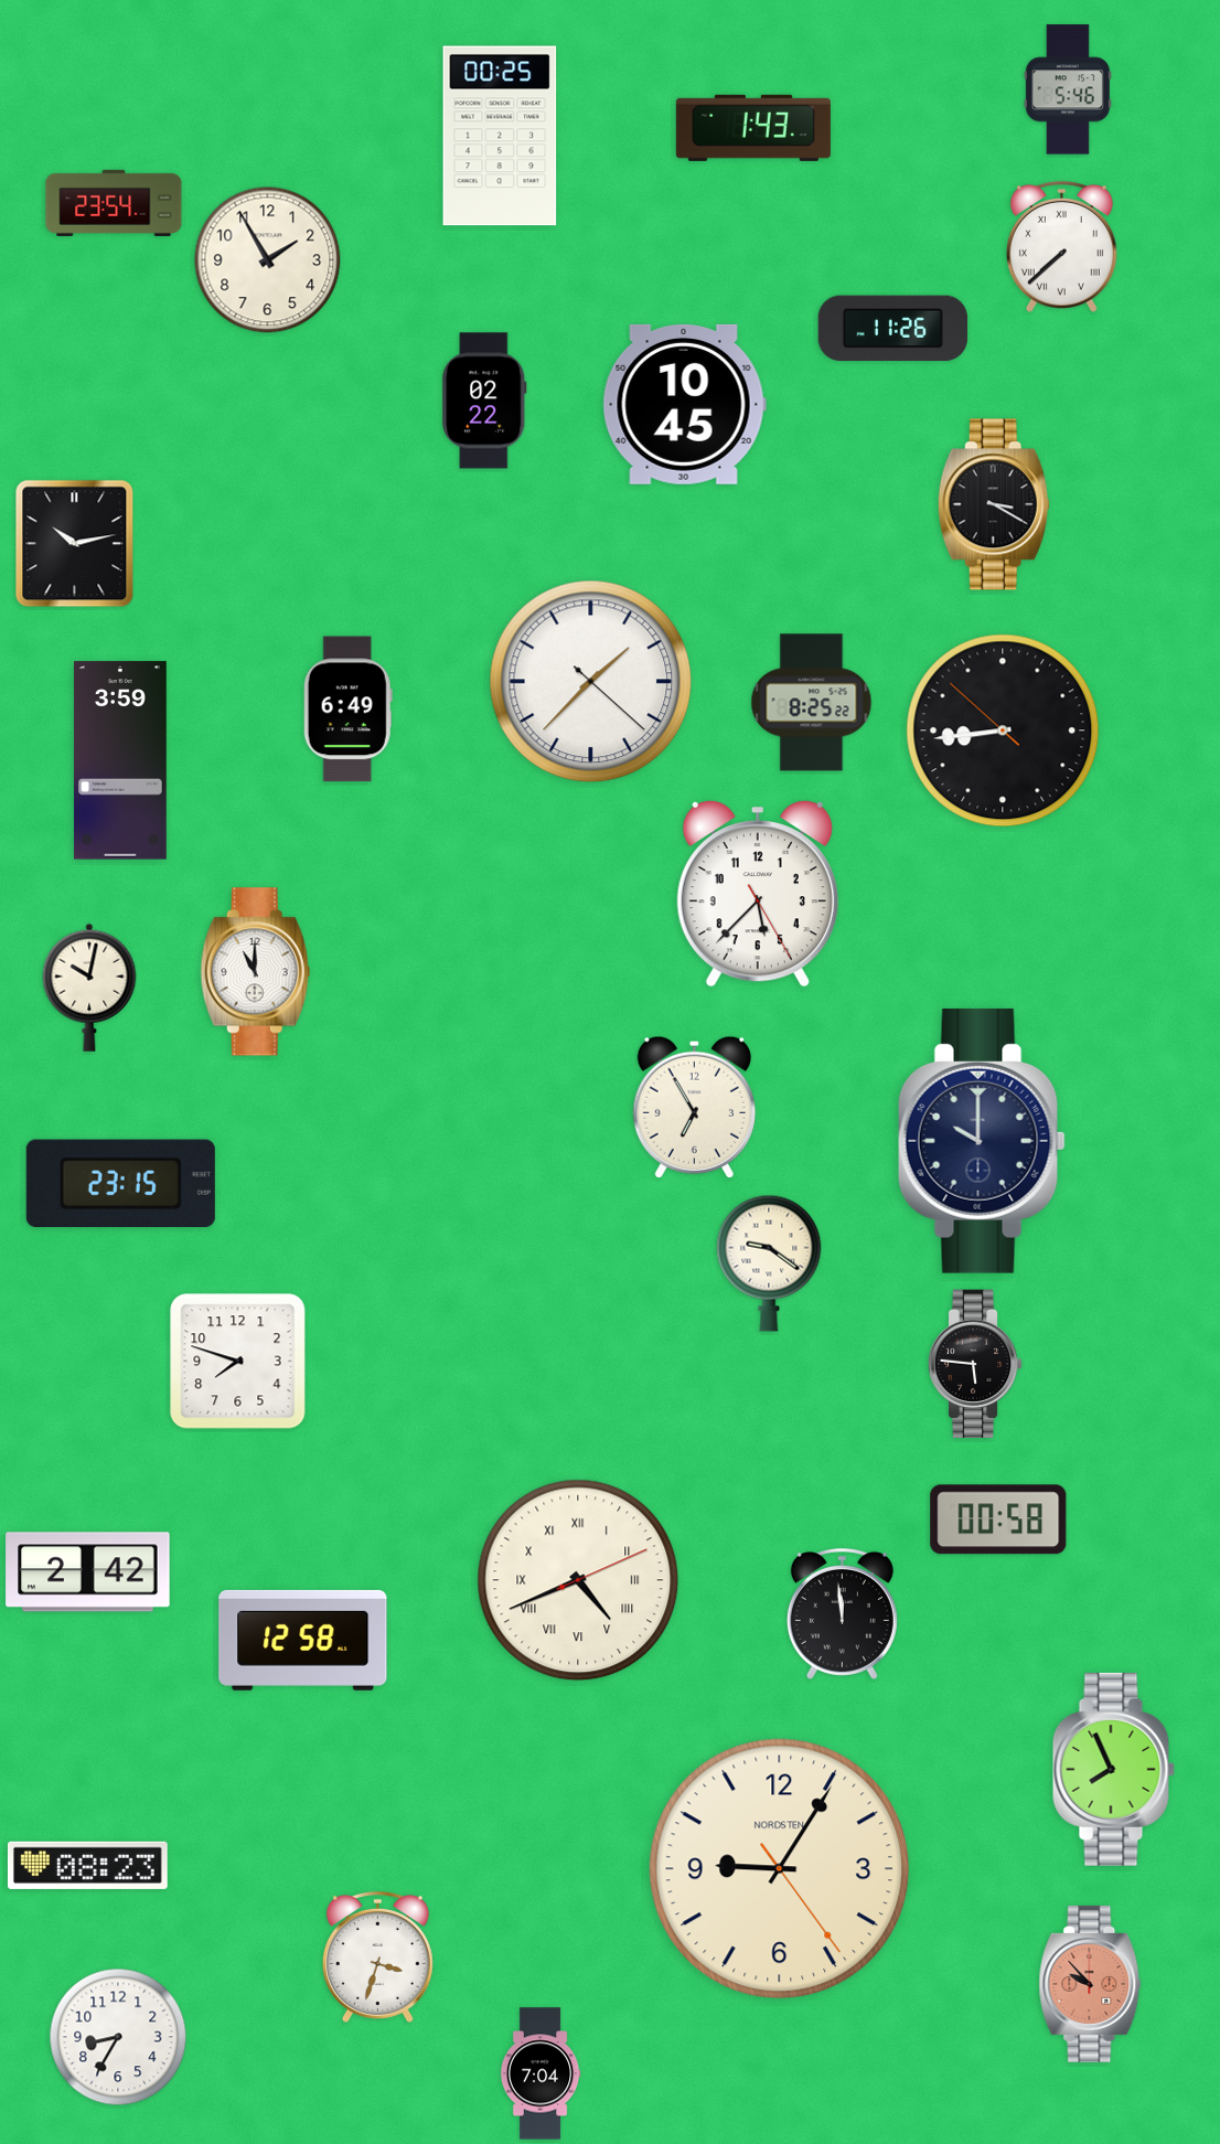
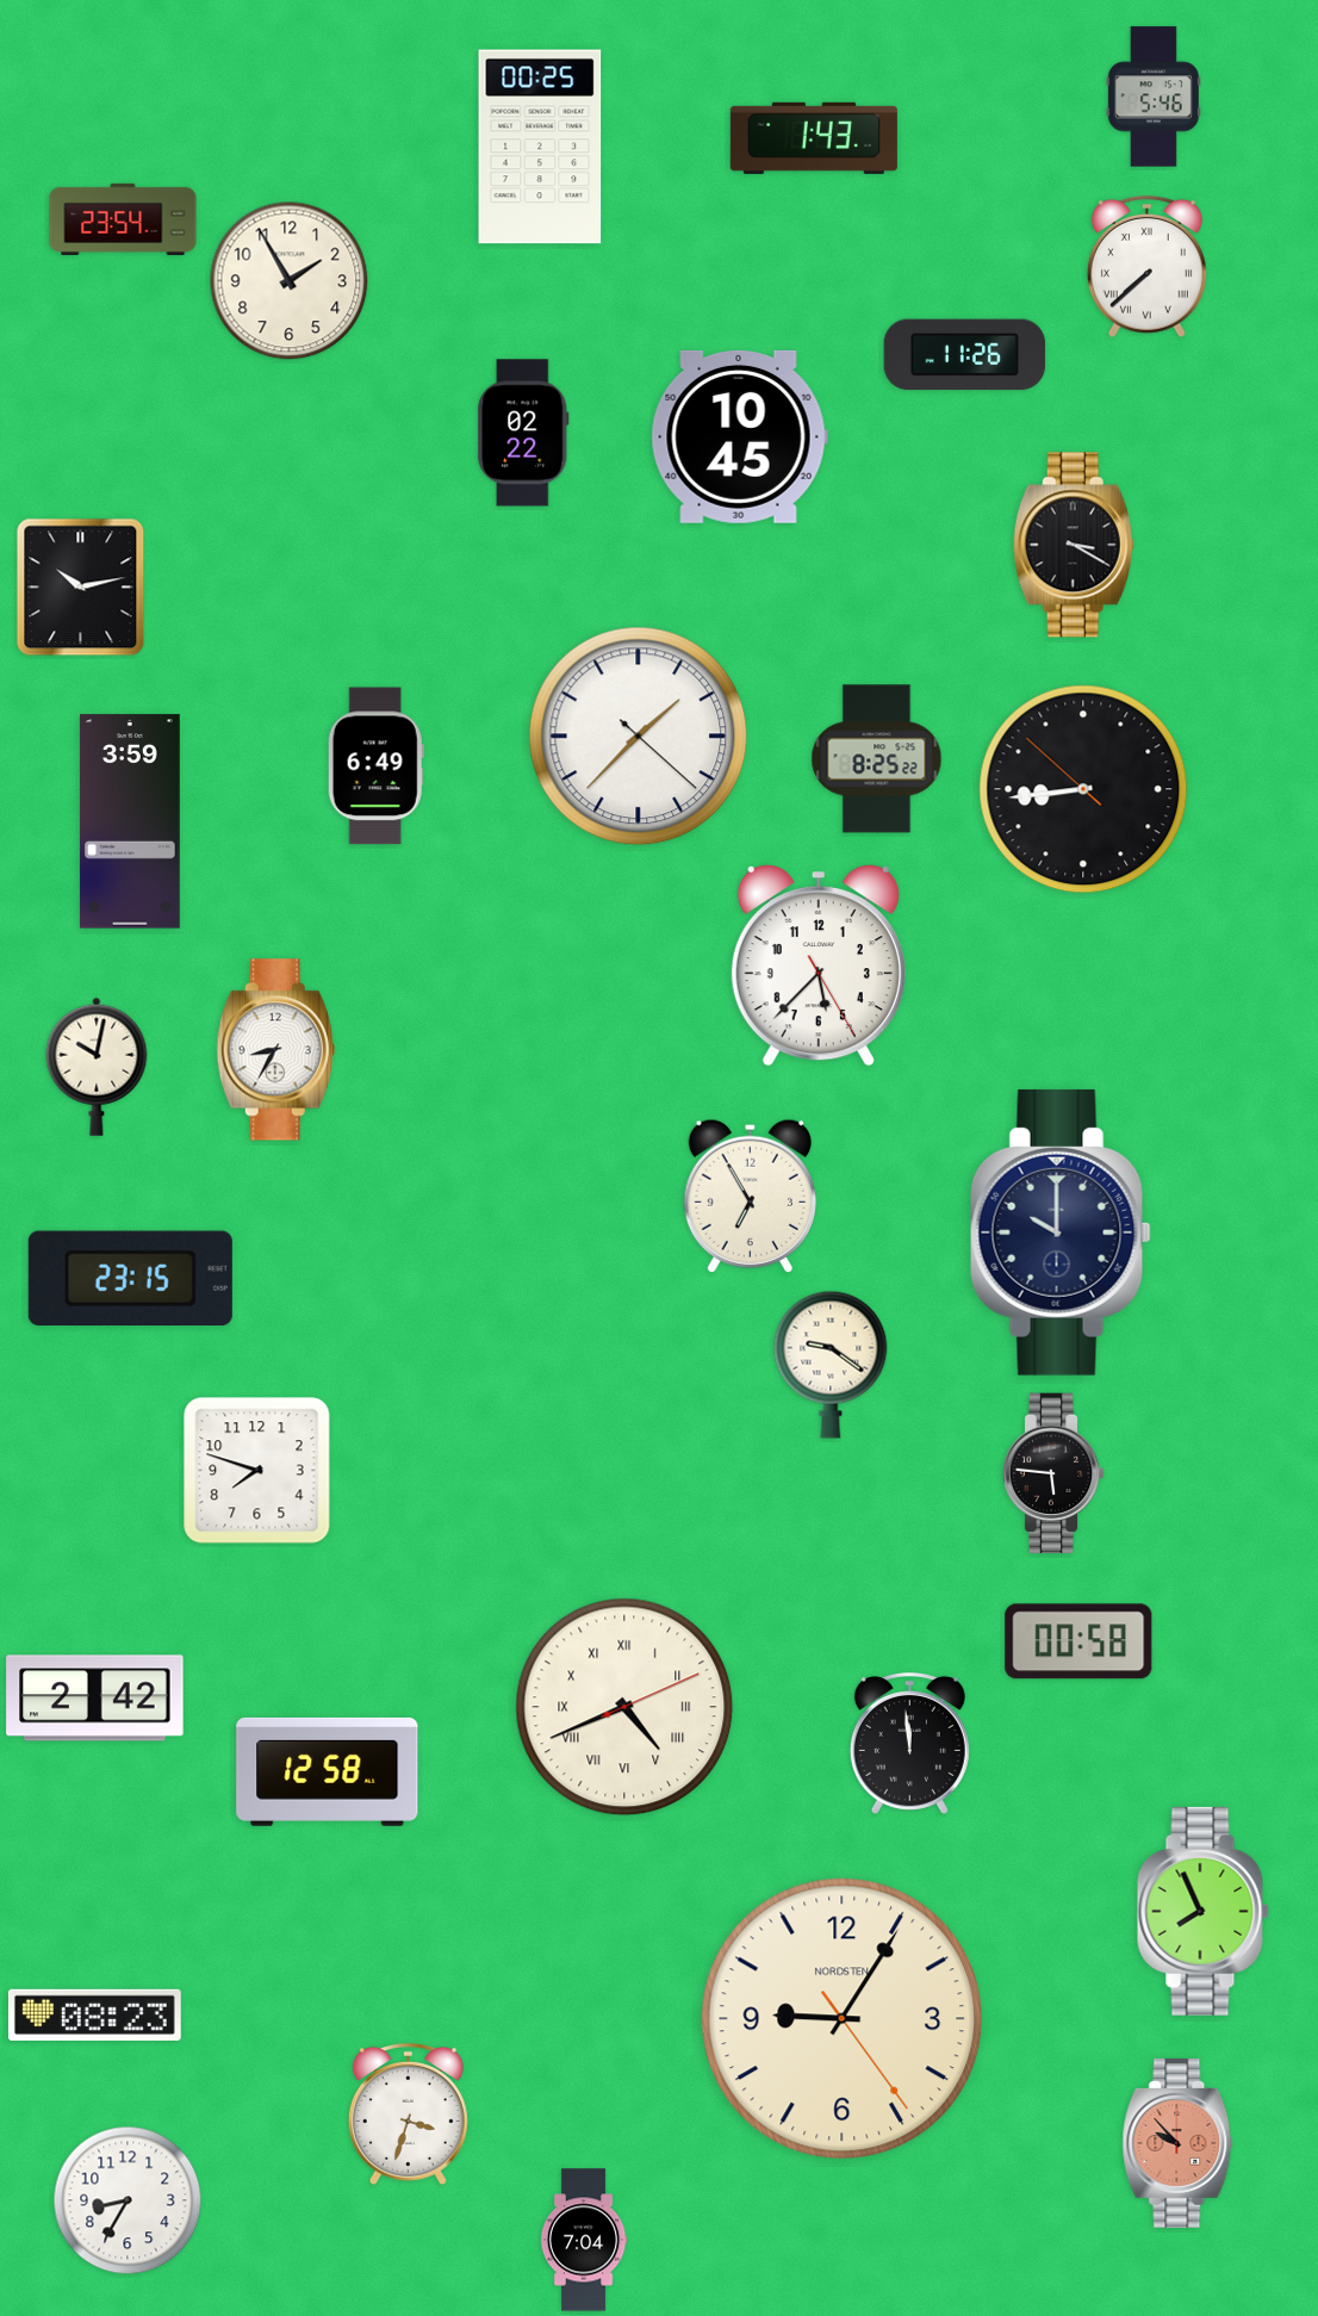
clock at (255, 972): 11:00 -> 8:35
